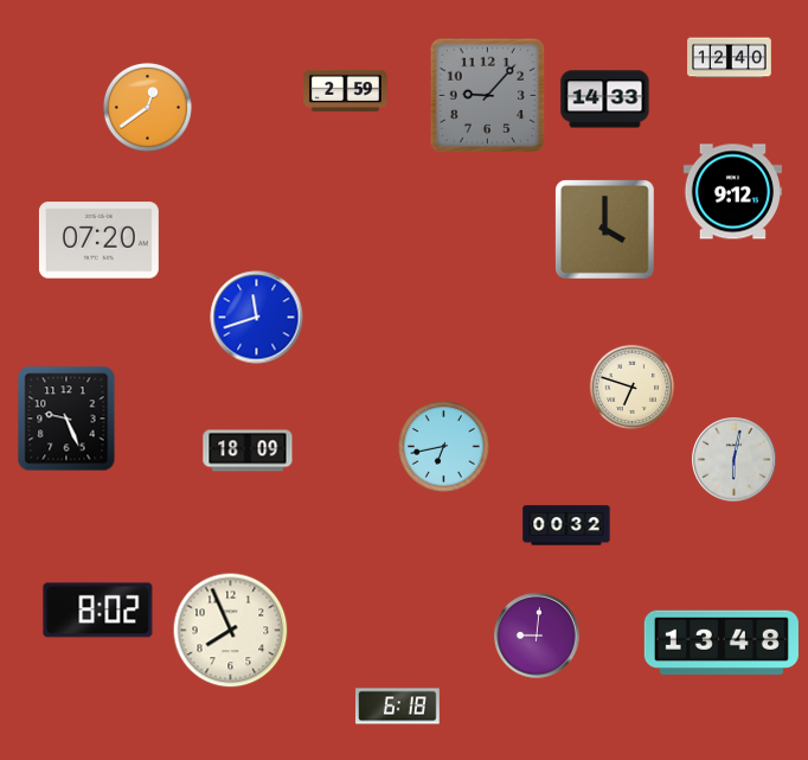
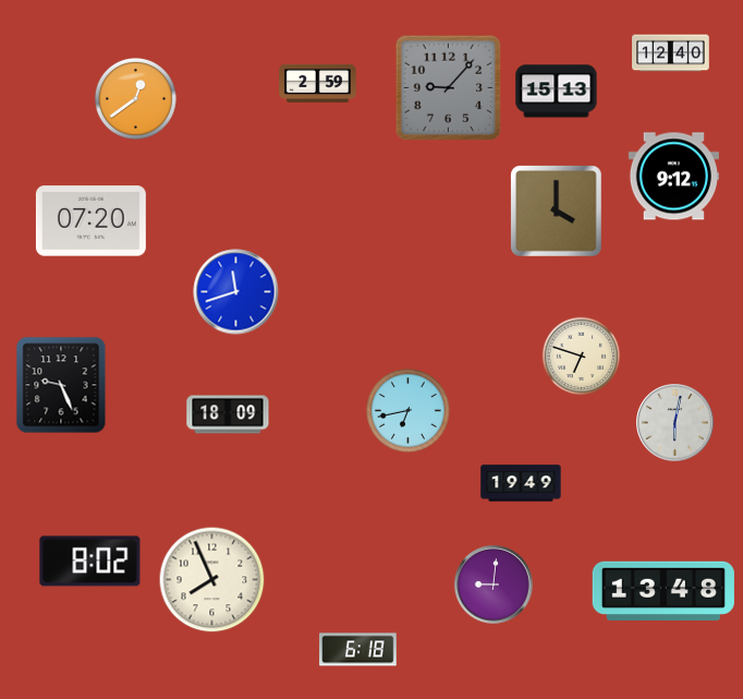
clock at (605, 100): 14:33 -> 15:13
clock at (566, 525): 00:32 -> 19:49
clock at (398, 707) position: (398, 707) -> (358, 650)
